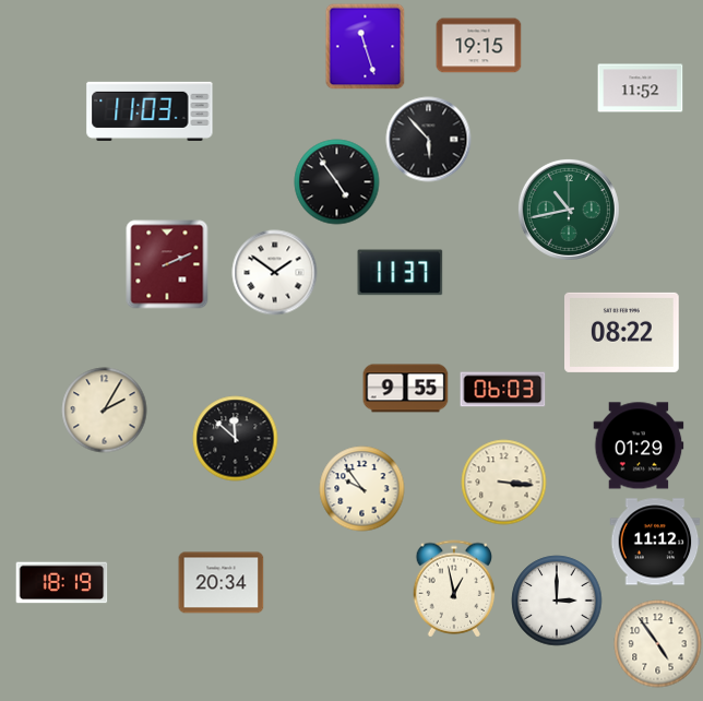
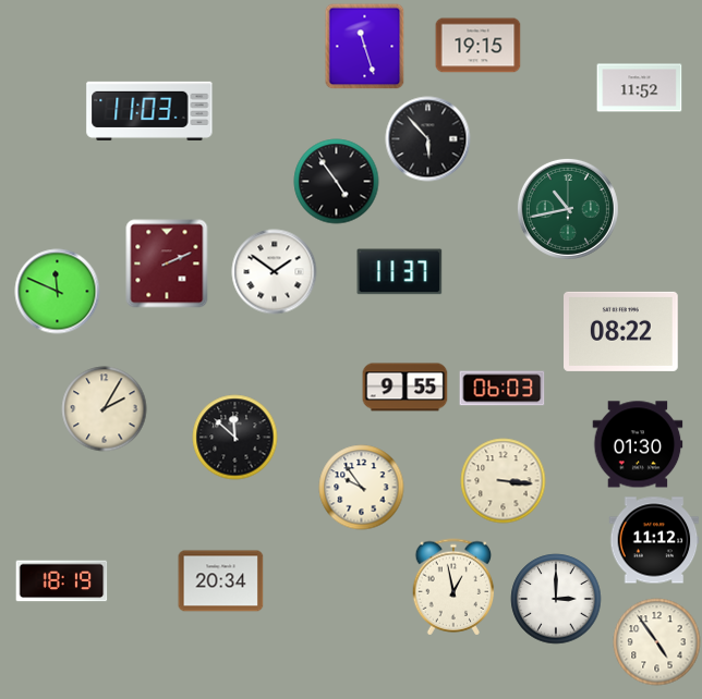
clock at (57, 291): none -> 11:49
clock at (639, 445): 01:29 -> 01:30
